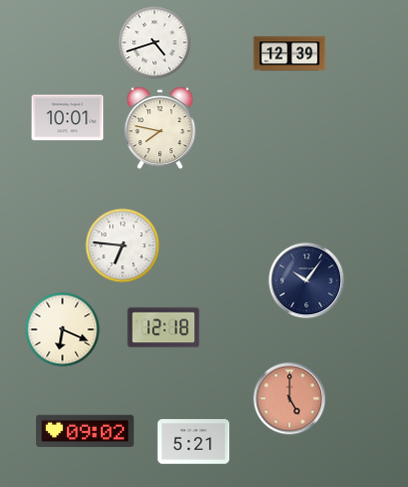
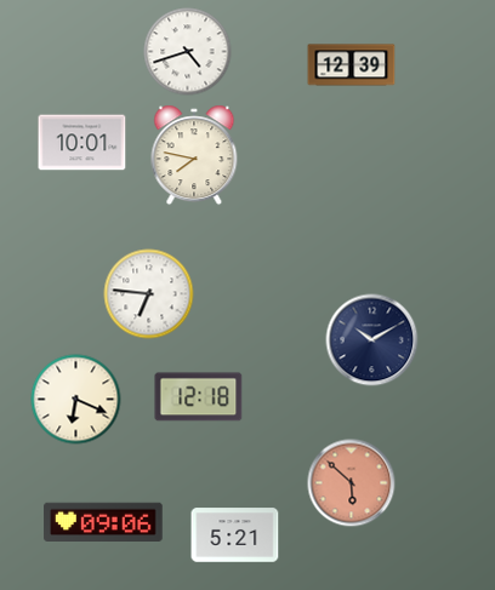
clock at (123, 246) position: (123, 246) -> (149, 294)
clock at (307, 281): 10:06 -> 10:10
clock at (290, 399): 5:00 -> 5:52
clock at (85, 431): 09:02 -> 09:06
